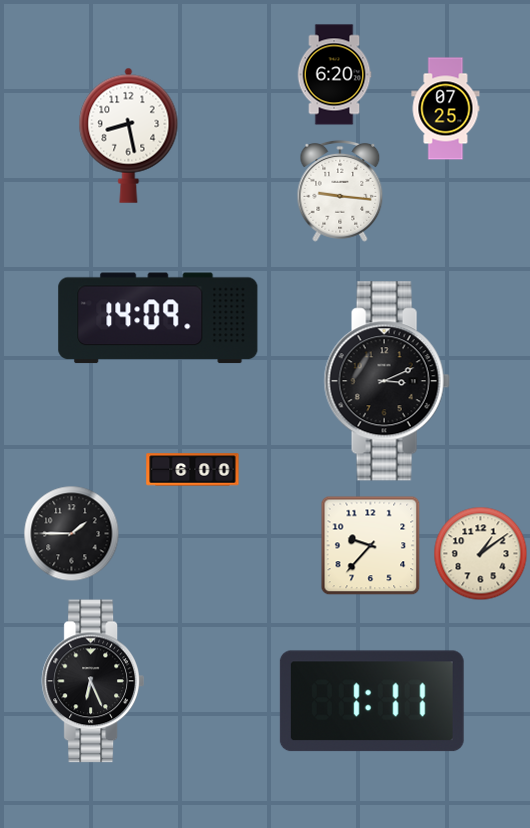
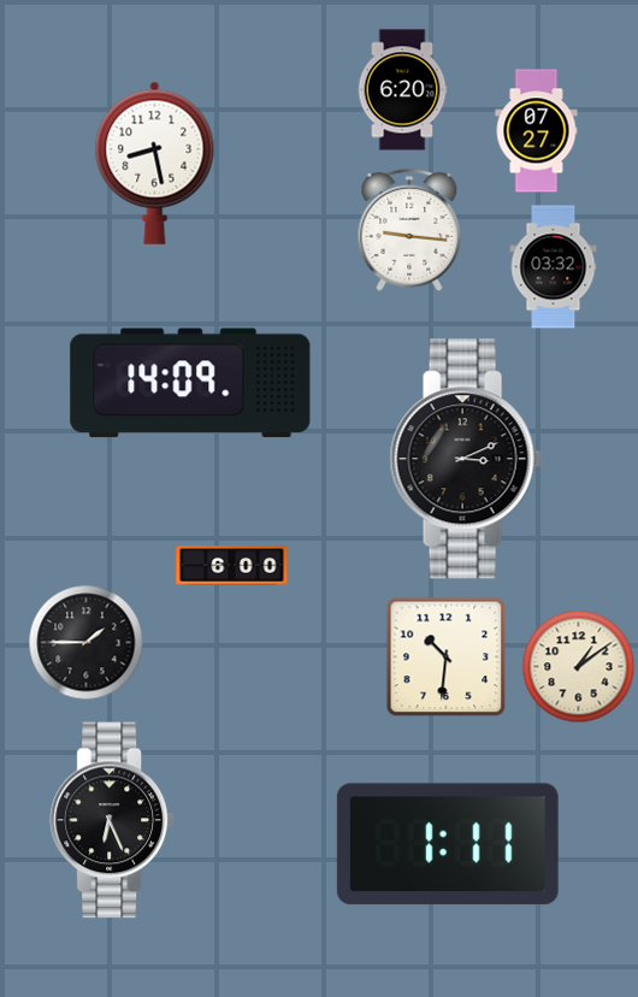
clock at (446, 109): 07:25 -> 07:27
clock at (554, 267): none -> 03:32
clock at (370, 545): 9:37 -> 10:31
